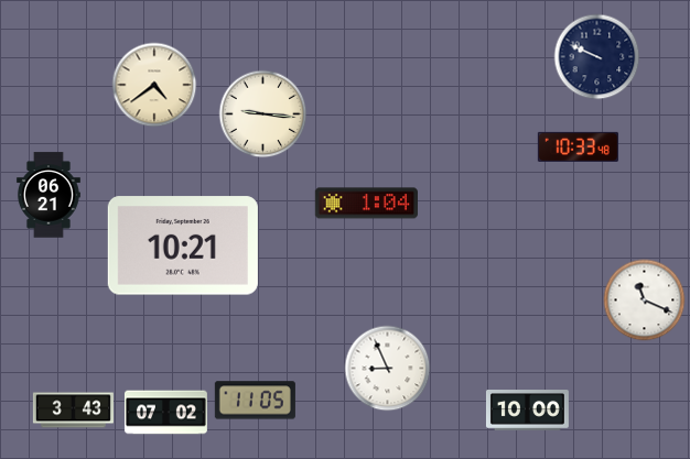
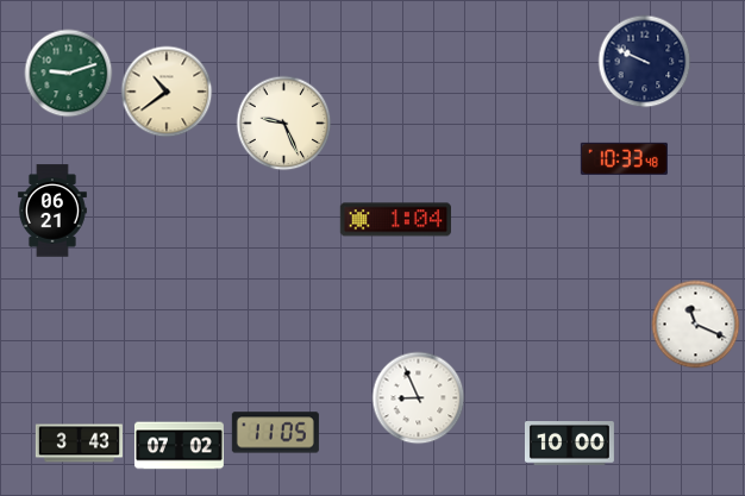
clock at (69, 74): none -> 9:12
clock at (154, 85): 4:39 -> 10:39
clock at (263, 114): 9:16 -> 9:26
clock at (183, 245): 10:21 -> none
